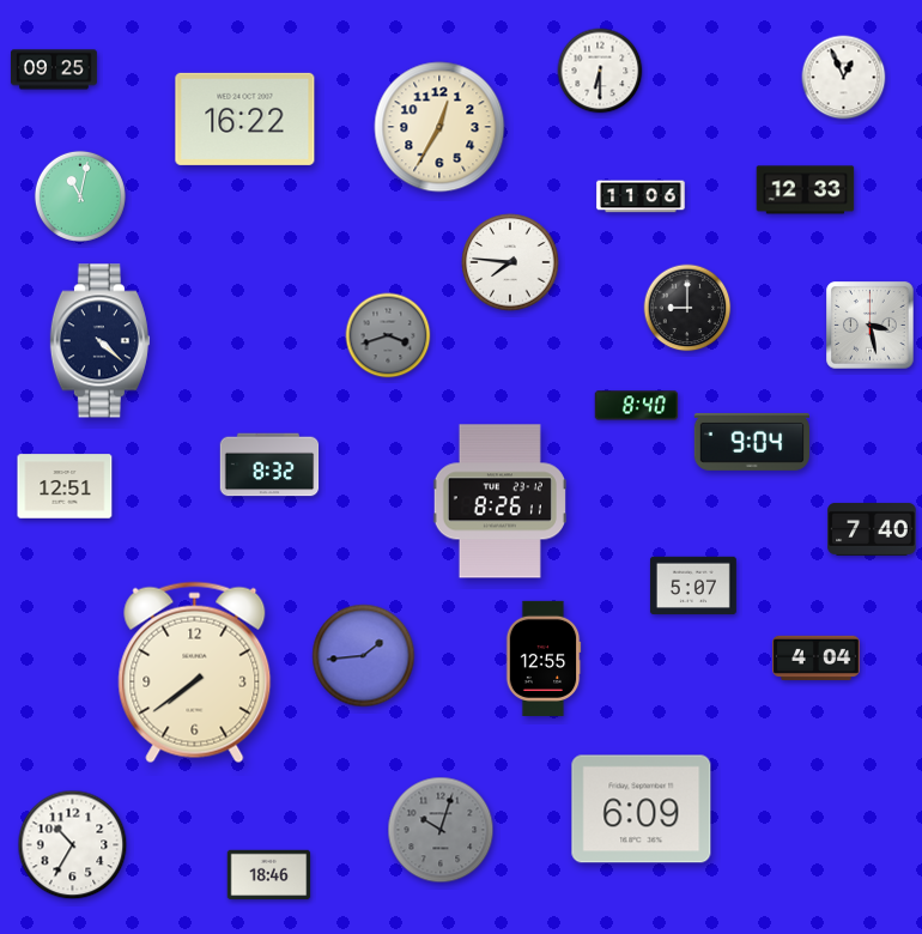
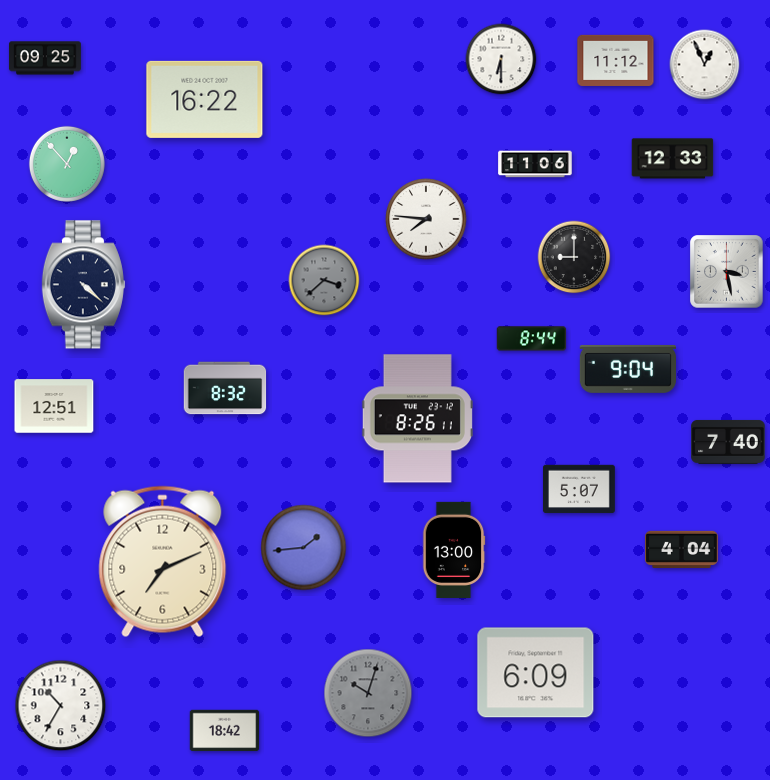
clock at (616, 60): none -> 11:12
clock at (439, 127): 12:35 -> none
clock at (80, 196): 11:02 -> 12:53
clock at (388, 335): 3:42 -> 3:38
clock at (637, 406): 8:40 -> 8:44
clock at (544, 659): 12:55 -> 13:00
clock at (195, 673): 7:39 -> 7:11
clock at (642, 809) position: (642, 809) -> (536, 673)
clock at (269, 875): 18:46 -> 18:42
